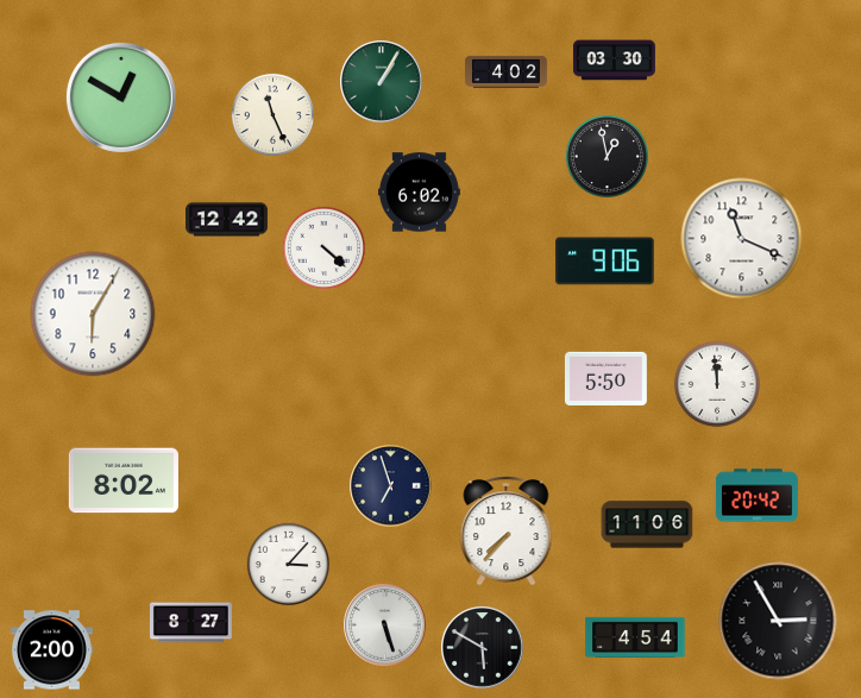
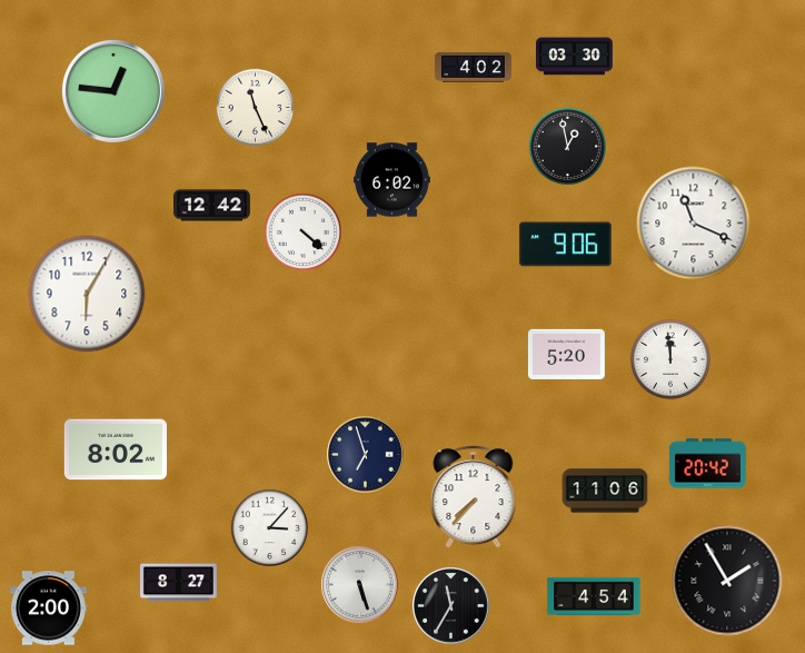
clock at (382, 82): 1:05 -> none
clock at (121, 98): 12:50 -> 12:46
clock at (605, 378): 5:50 -> 5:20
clock at (778, 621): 2:55 -> 1:55
clock at (483, 648): 5:50 -> 11:35
